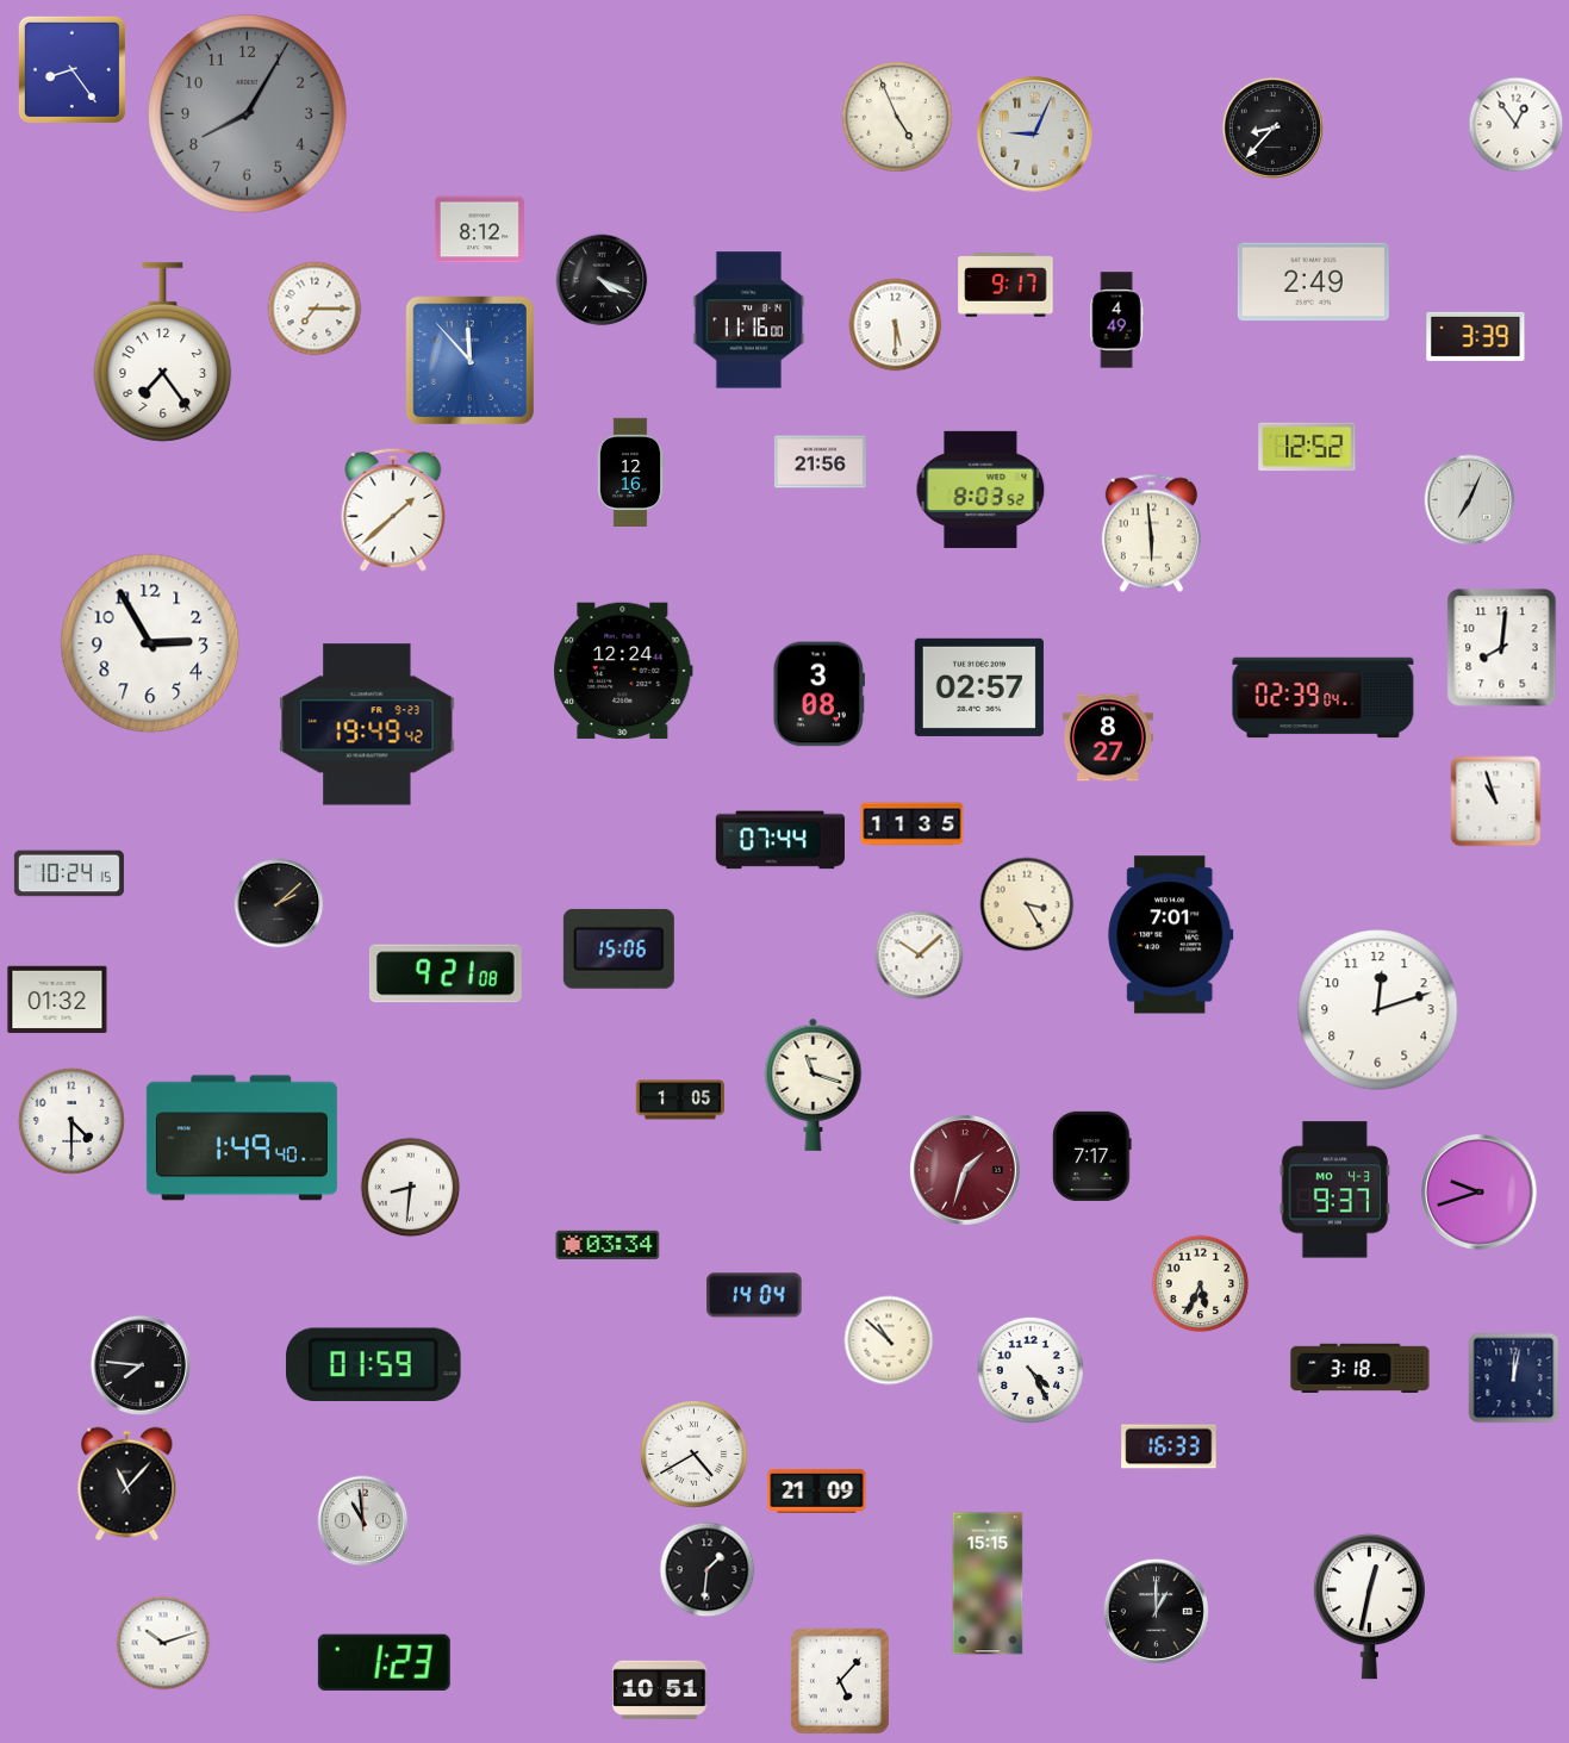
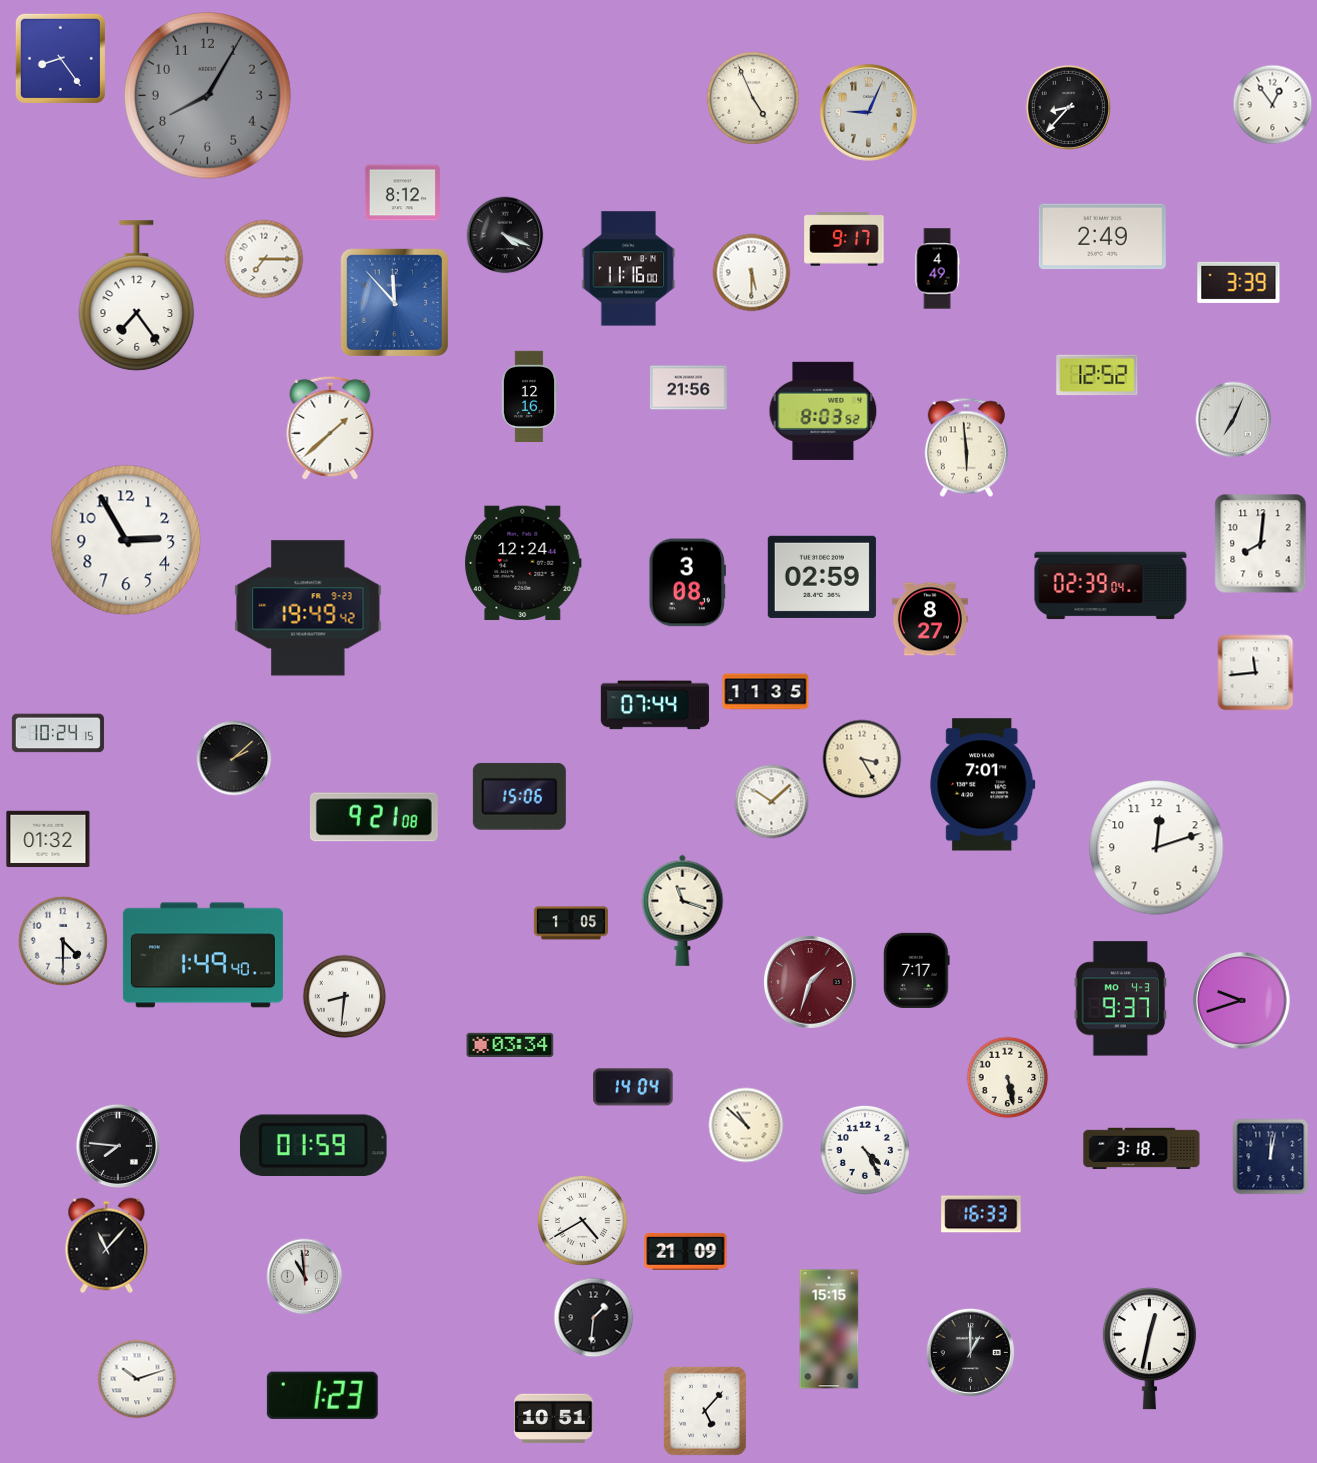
clock at (979, 687): 02:57 -> 02:59
clock at (1496, 802): 10:57 -> 11:44
clock at (71, 1121) position: (71, 1121) -> (63, 941)
clock at (1201, 1284): 5:34 -> 5:28
